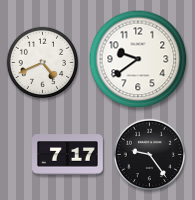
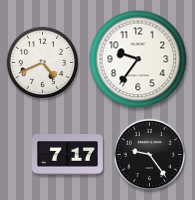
clock at (138, 59): 9:39 -> 9:36
